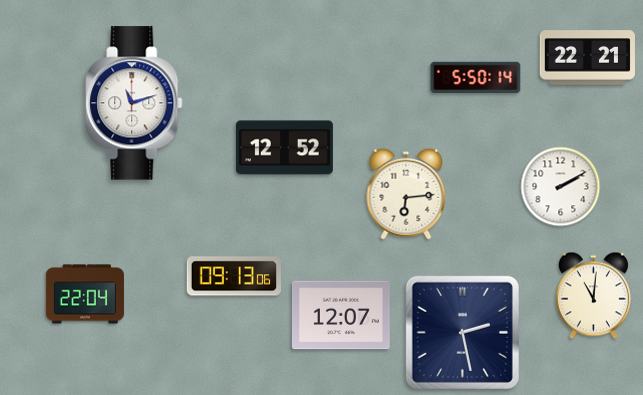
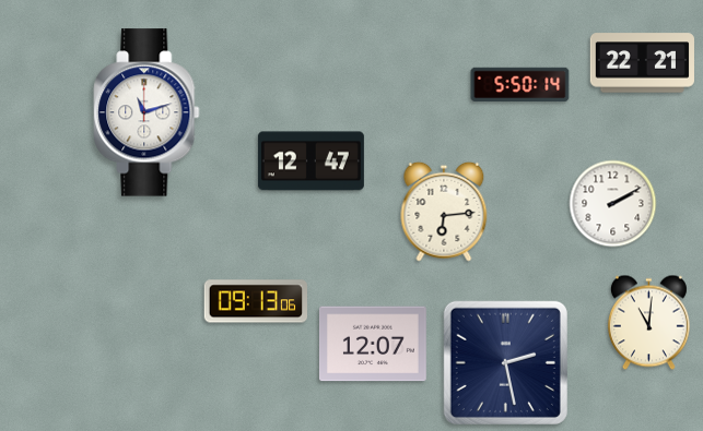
clock at (284, 148): 12:52 -> 12:47
clock at (85, 294): 22:04 -> none
